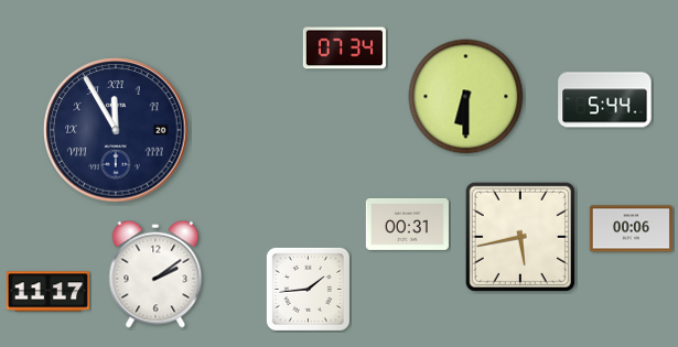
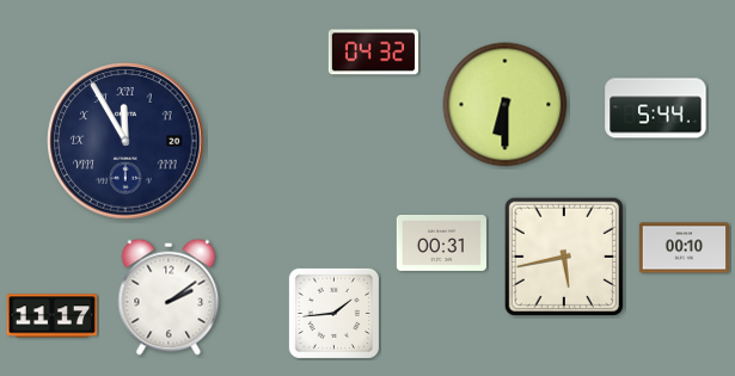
clock at (344, 48): 07:34 -> 04:32
clock at (631, 229): 00:06 -> 00:10
